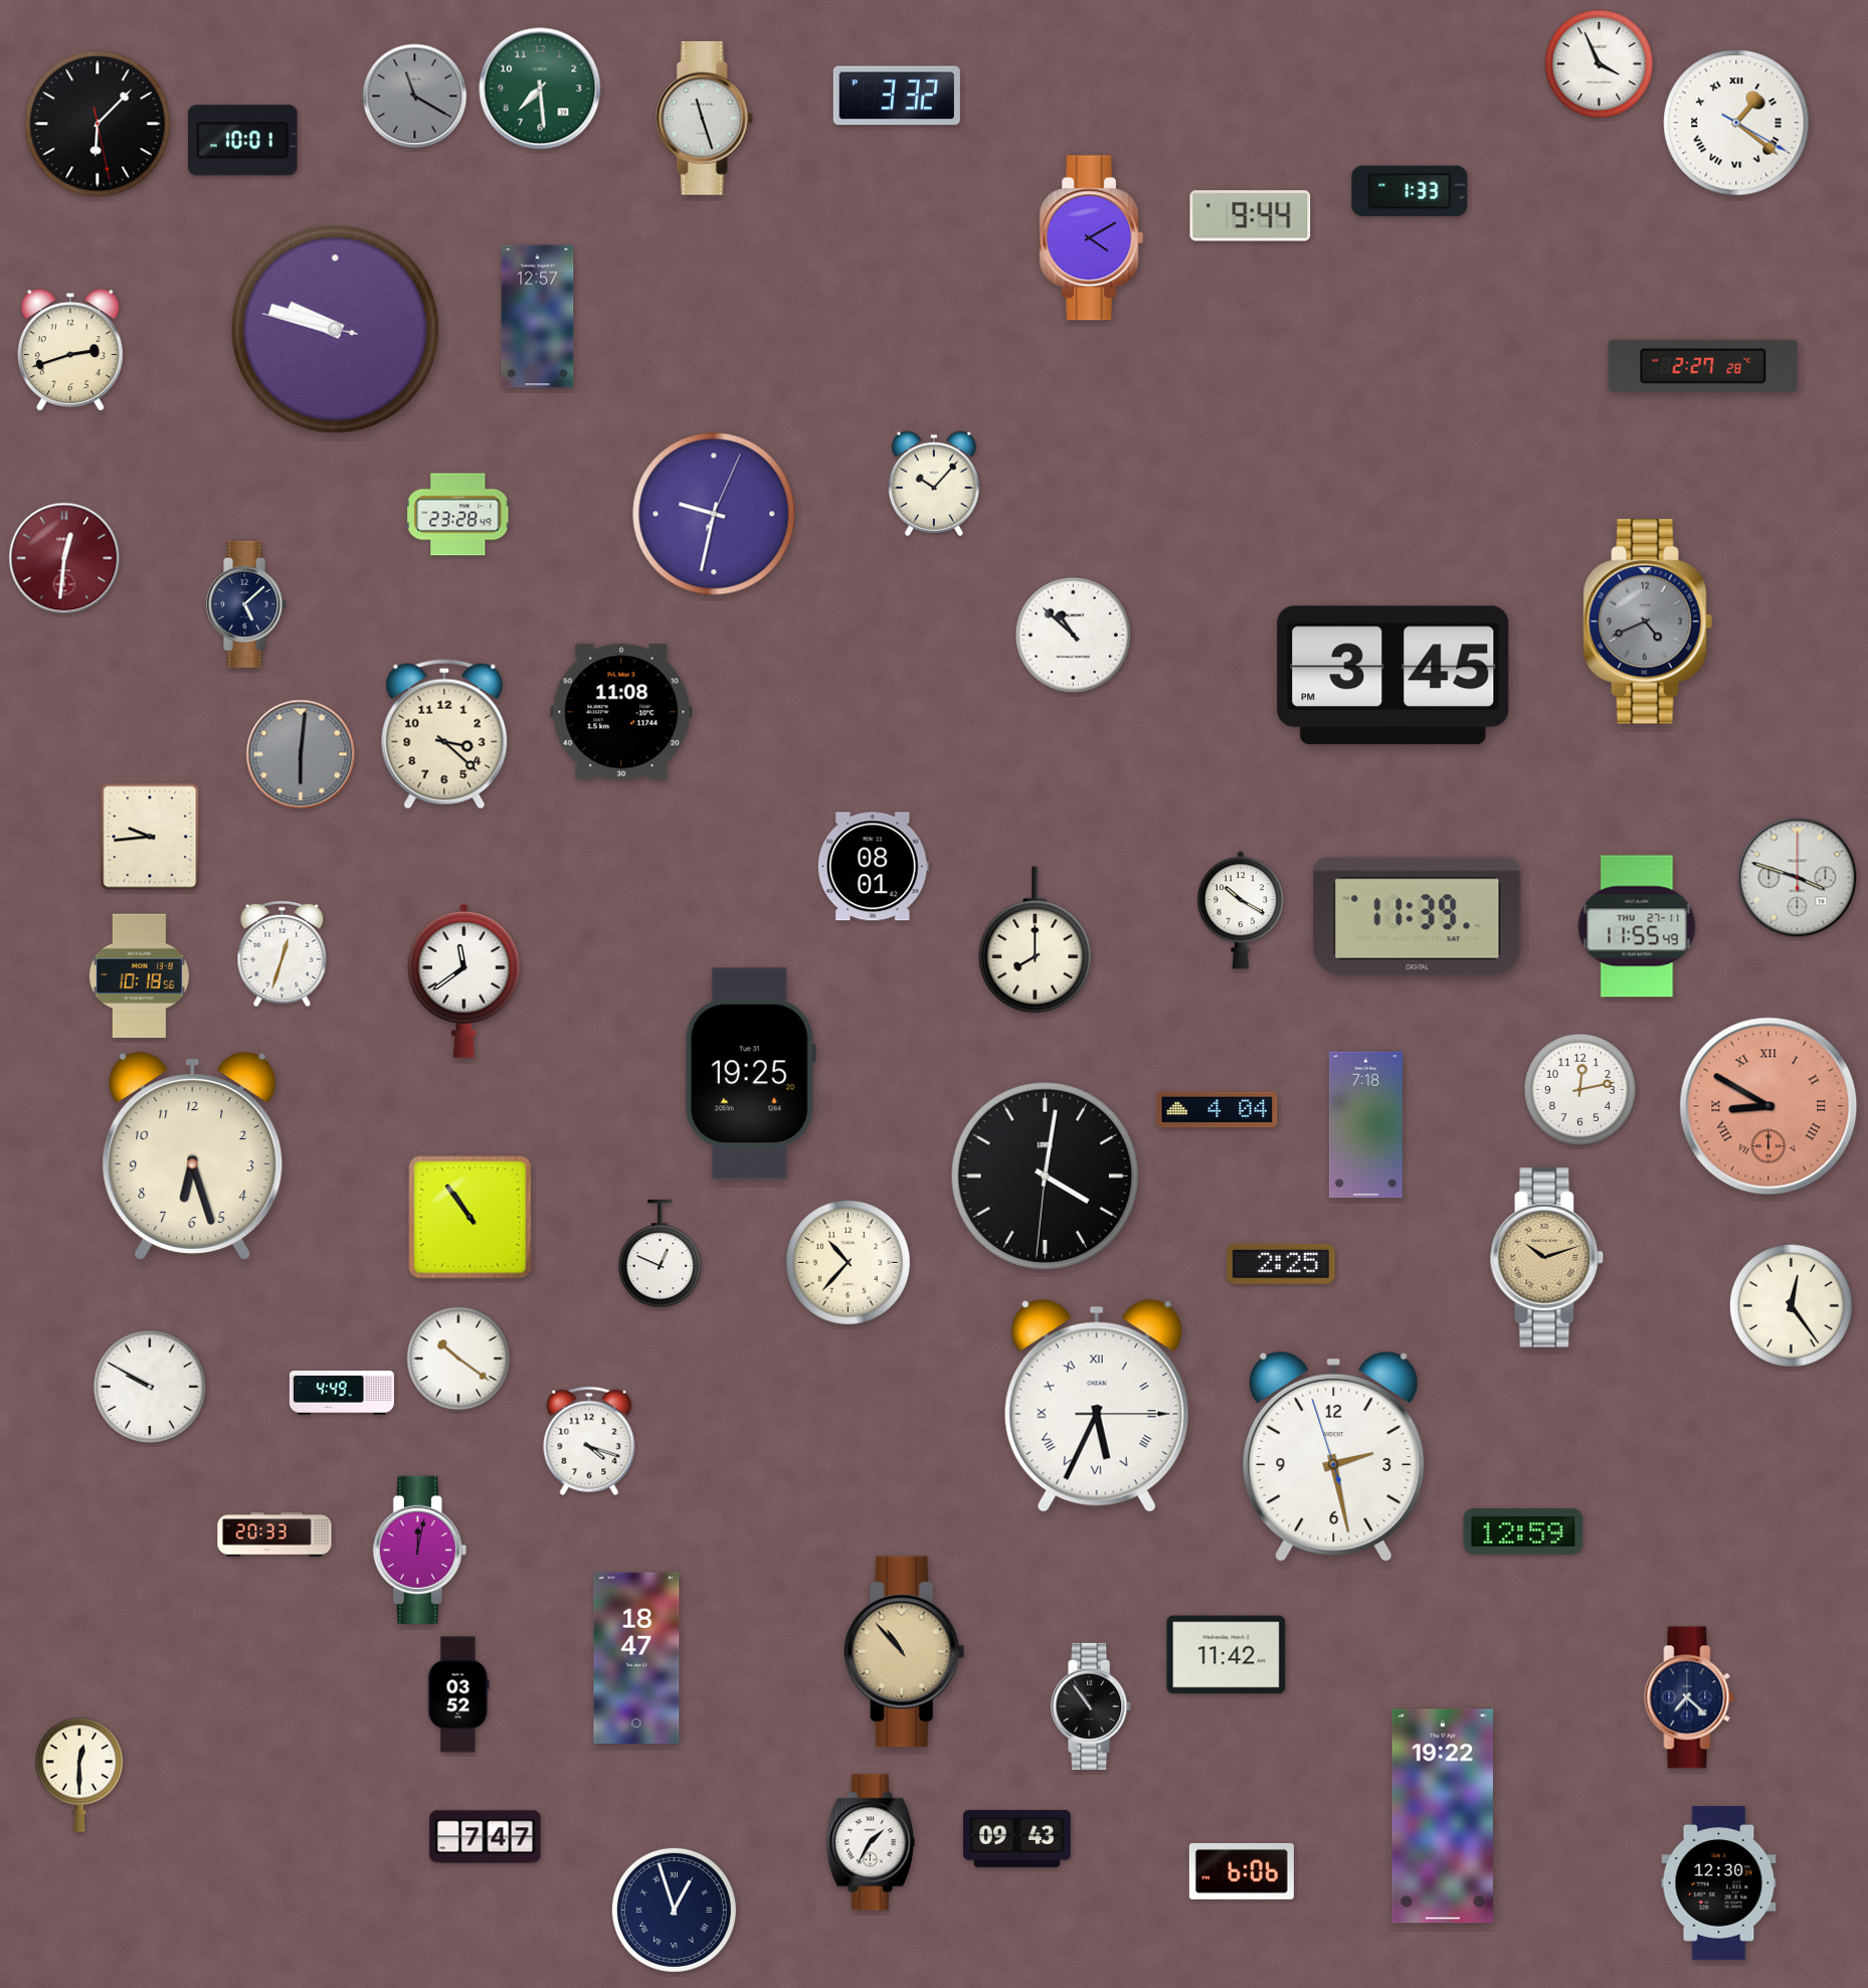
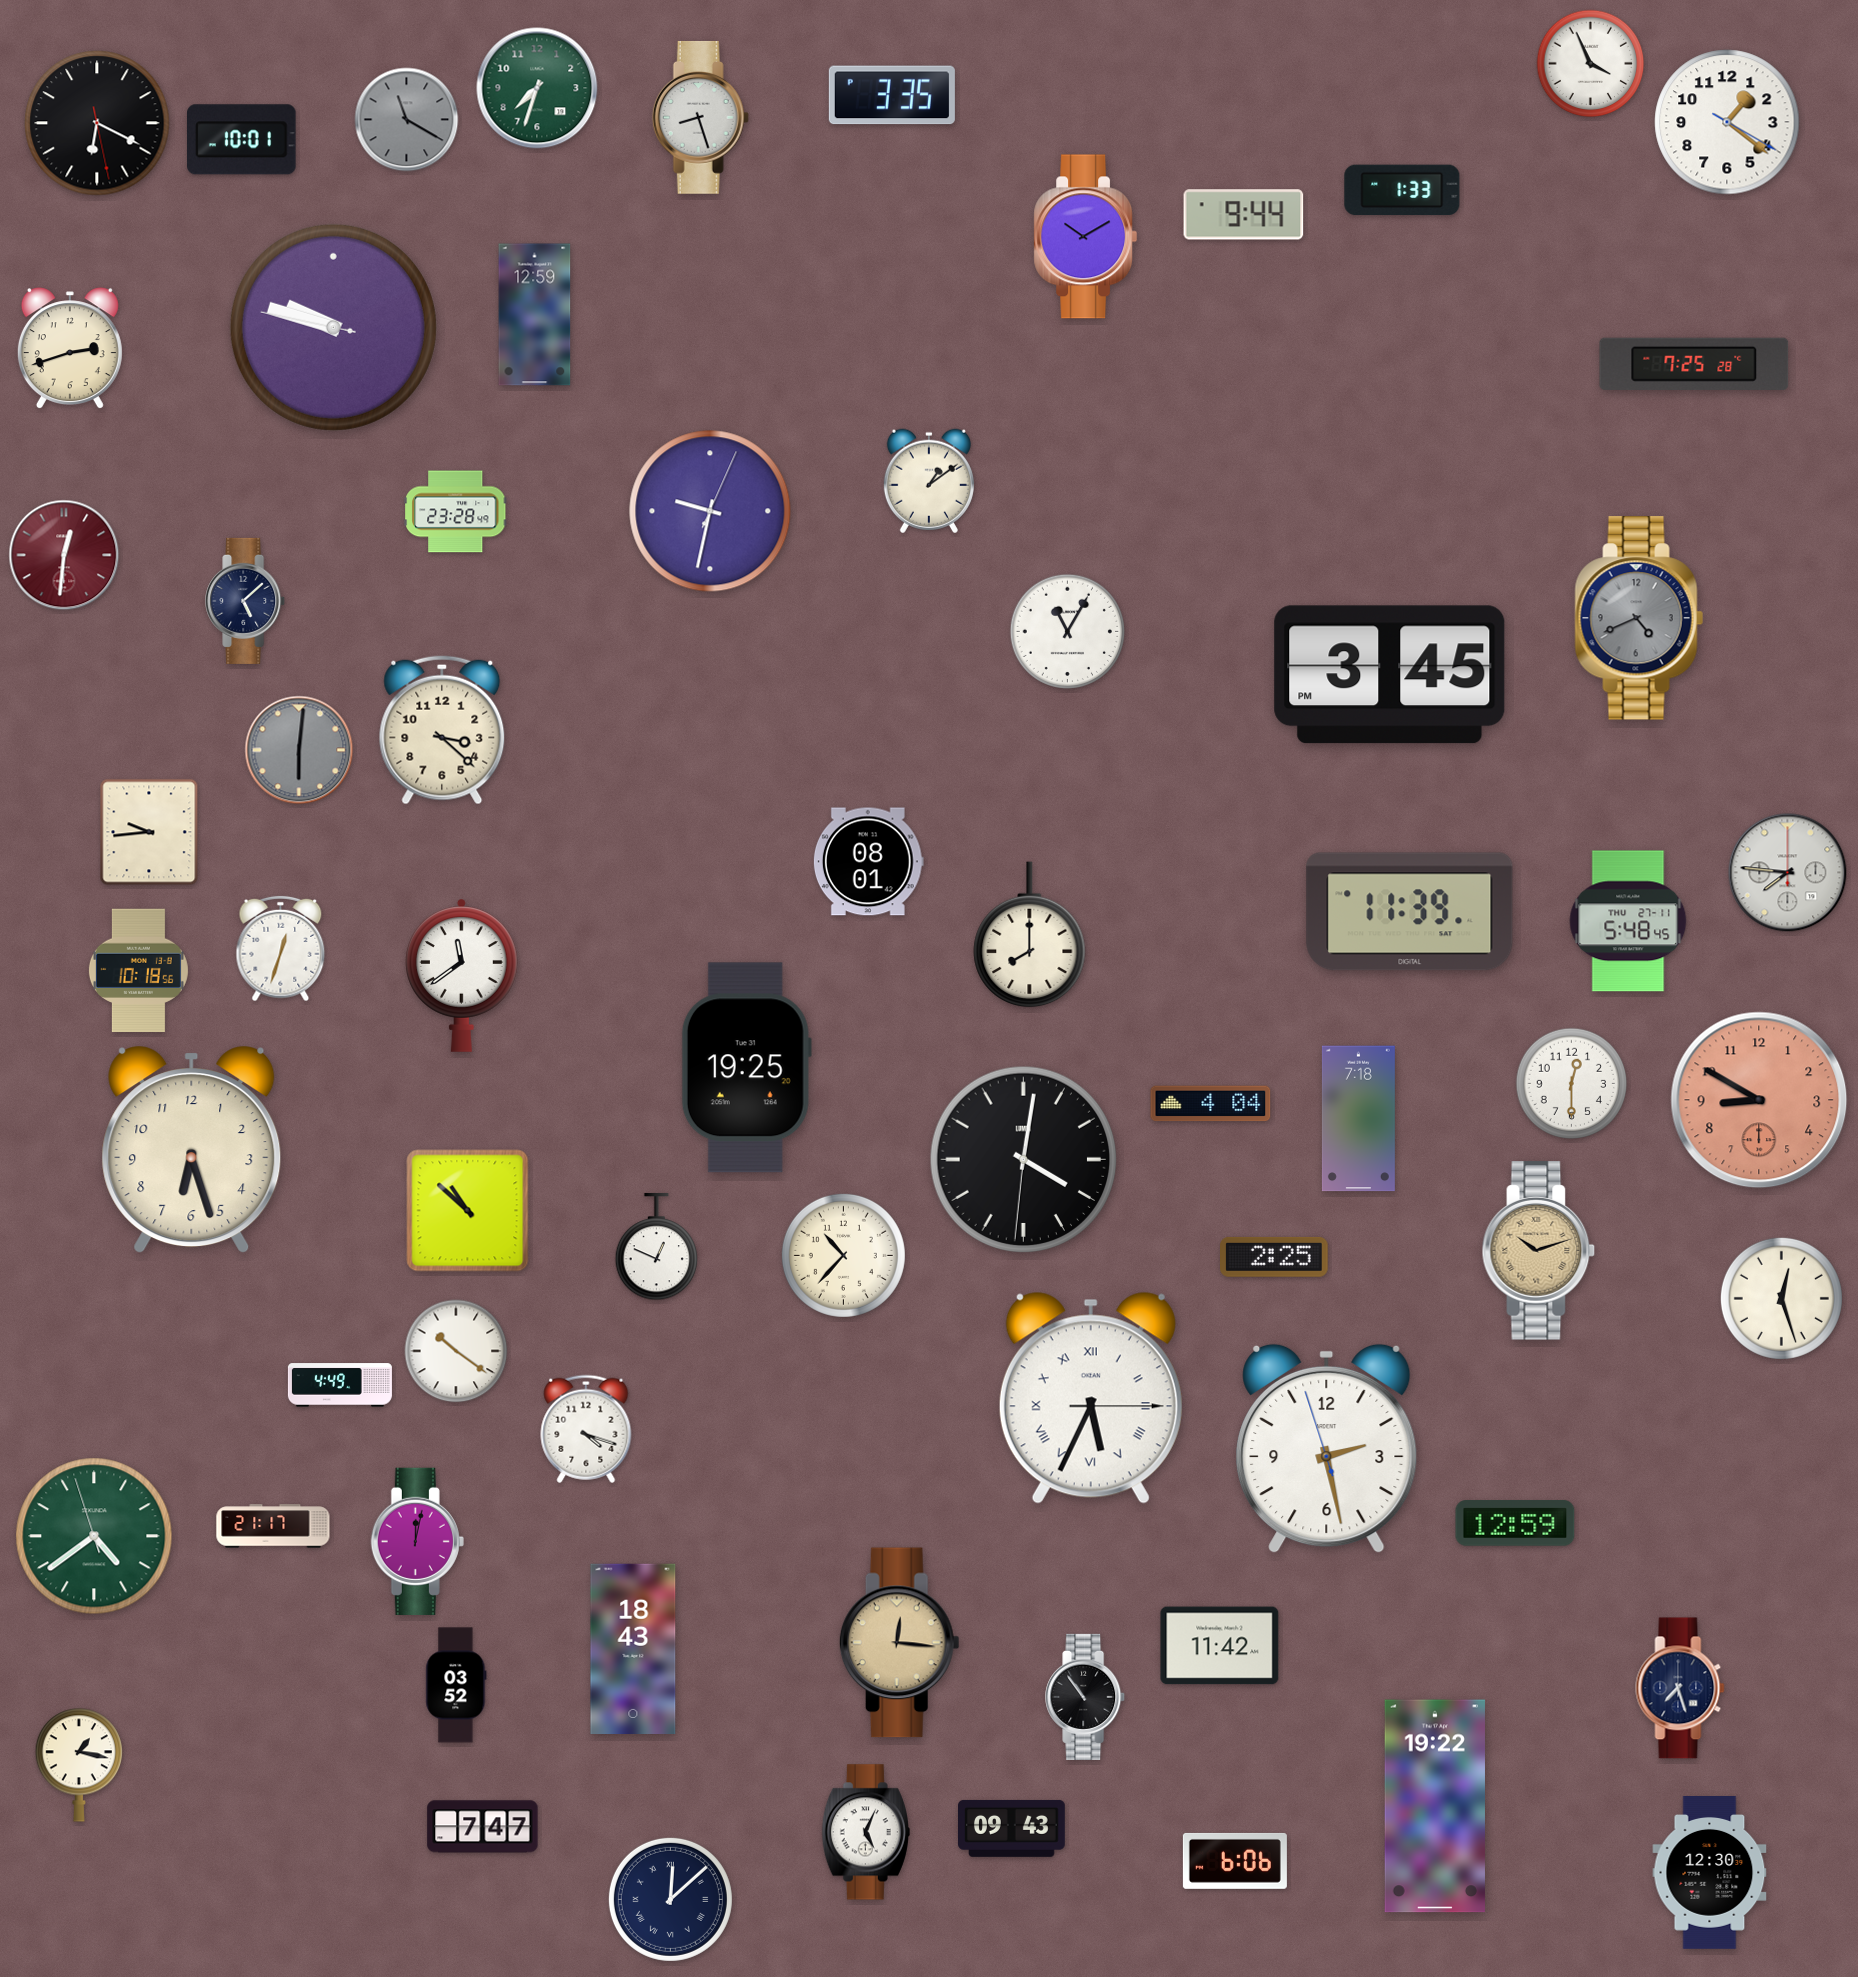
clock at (540, 88): 7:29 -> 7:33
clock at (897, 96): 3:32 -> 3:35
clock at (415, 97) position: (415, 97) -> (407, 120)
clock at (704, 118): 11:27 -> 8:27
clock at (1736, 123) numerals: Roman -> Arabic
clock at (98, 124): 6:07 -> 6:19
clock at (1092, 238): 4:10 -> 10:10
clock at (538, 317): 12:57 -> 12:59
clock at (1703, 366): 2:27 -> 7:25
clock at (934, 484): 10:07 -> 1:09
clock at (1073, 635): 10:52 -> 11:05
clock at (1393, 676) position: (1393, 676) -> (1390, 675)
clock at (621, 712): 11:08 -> none
clock at (1798, 878): 3:48 -> 7:46
clock at (1240, 910): 10:20 -> none
clock at (1637, 926): 11:55 -> 5:48
clock at (1580, 1090): 12:13 -> 12:30
clock at (1768, 1106) numerals: Roman -> Arabic
clock at (1046, 1177) position: (1046, 1177) -> (1024, 1160)
clock at (471, 1218): 10:54 -> 10:52
clock at (1791, 1305): 12:24 -> 12:27
clock at (150, 1387): 9:50 -> none
clock at (589, 1441) position: (589, 1441) -> (586, 1429)
clock at (274, 1534): 20:33 -> 21:17
clock at (94, 1536): none -> 4:38
clock at (904, 1652): 10:53 -> 12:16
clock at (636, 1657): 18:47 -> 18:43
clock at (1689, 1697): 7:22 -> 7:27
clock at (79, 1775): 12:30 -> 1:17
clock at (871, 1842): 1:35 -> 5:04
clock at (674, 1910): 12:57 -> 12:08
